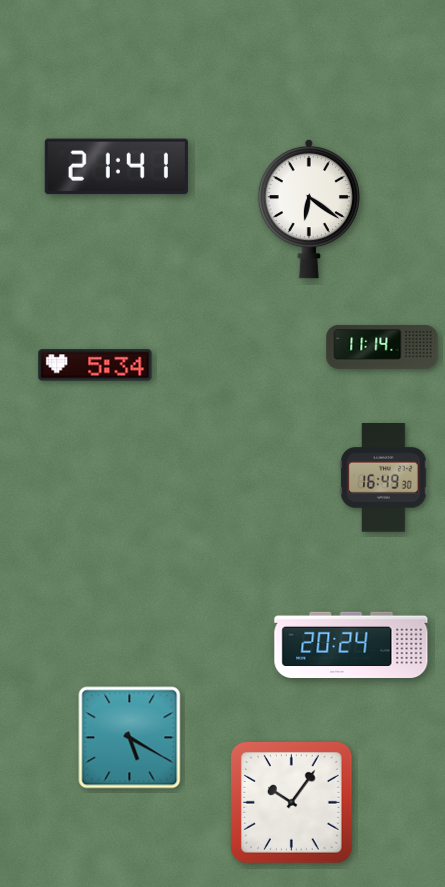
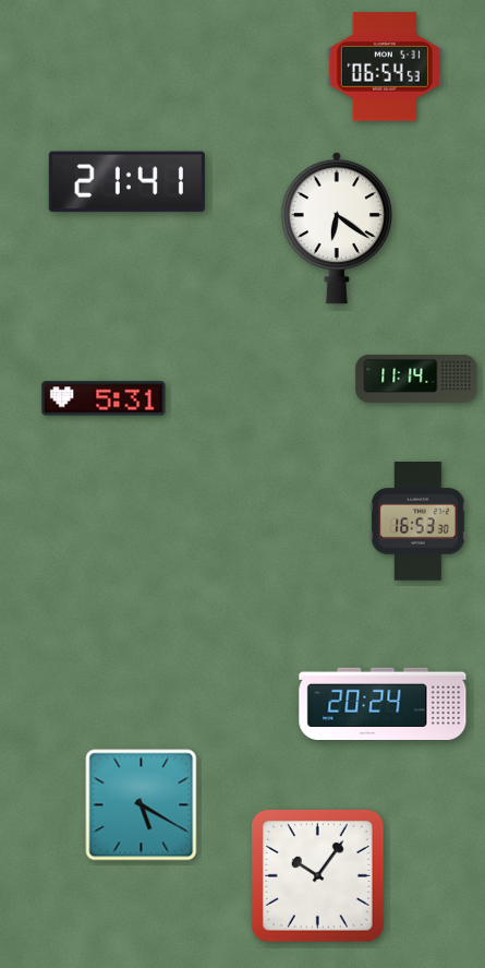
clock at (385, 67): none -> 06:54
clock at (95, 365): 5:34 -> 5:31
clock at (384, 478): 16:49 -> 16:53
